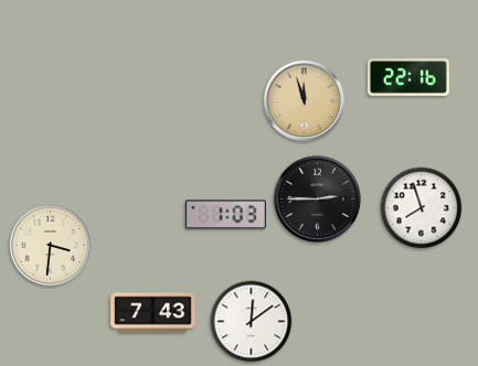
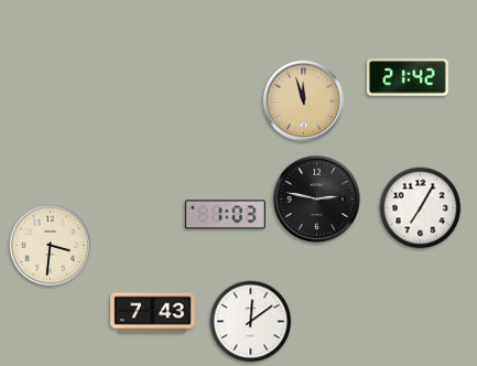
clock at (408, 78): 22:16 -> 21:42
clock at (317, 198): 2:45 -> 2:47
clock at (422, 208): 7:57 -> 7:05
